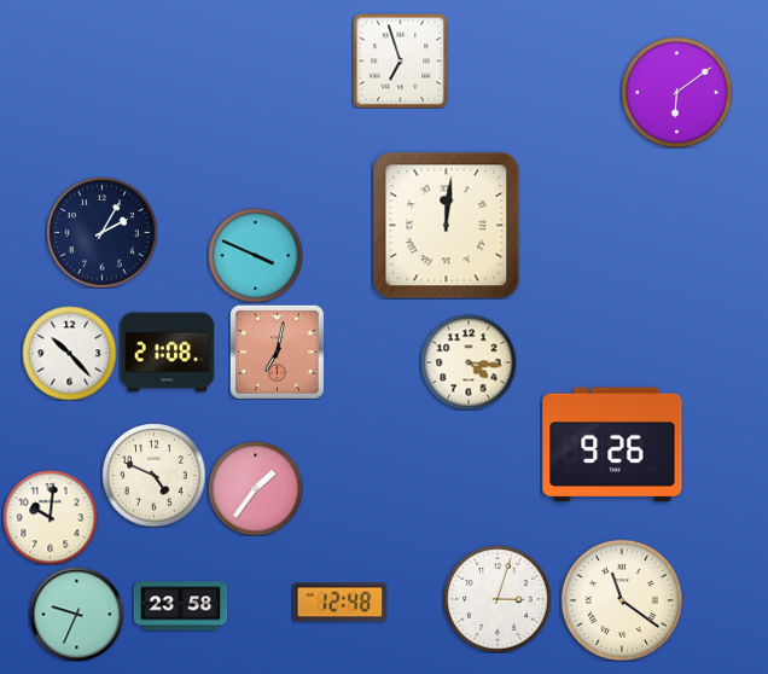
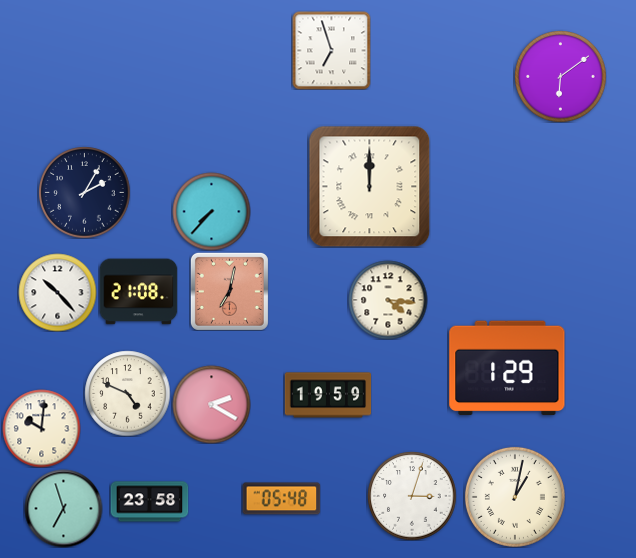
clock at (446, 225): 12:01 -> 12:00
clock at (255, 255): 3:49 -> 7:37
clock at (612, 445): 9:26 -> 1:29
clock at (328, 395): none -> 19:59
clock at (255, 488): 1:36 -> 2:20
clock at (622, 600): 11:21 -> 1:02
clock at (339, 603): 12:48 -> 05:48
clock at (76, 614): 9:34 -> 6:57
